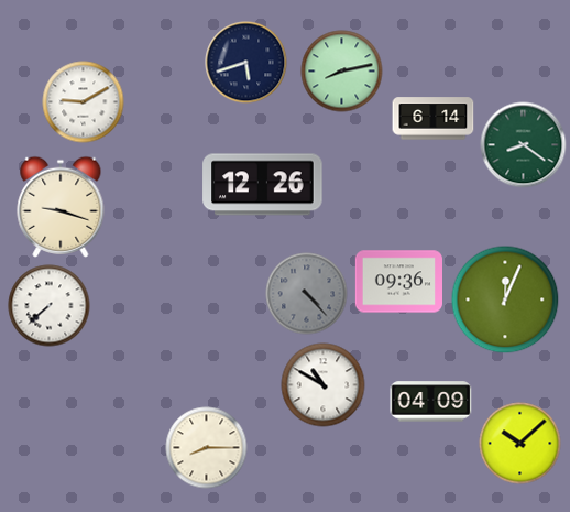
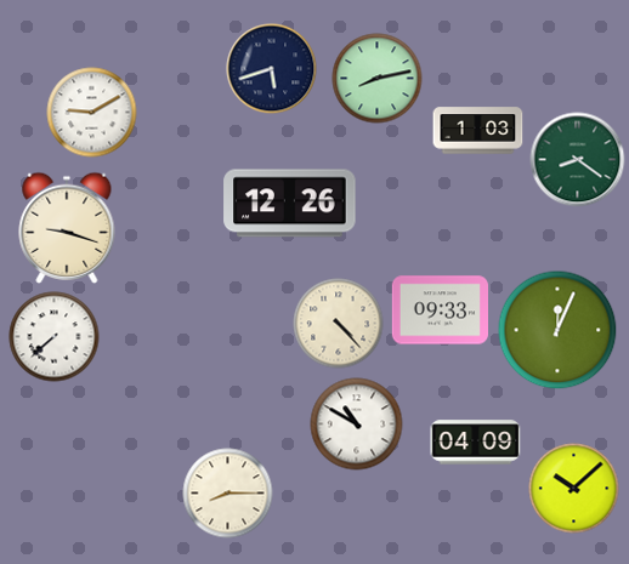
clock at (434, 119): 6:14 -> 1:03
clock at (398, 282): 09:36 -> 09:33
clock at (307, 294) dial: grey -> cream
